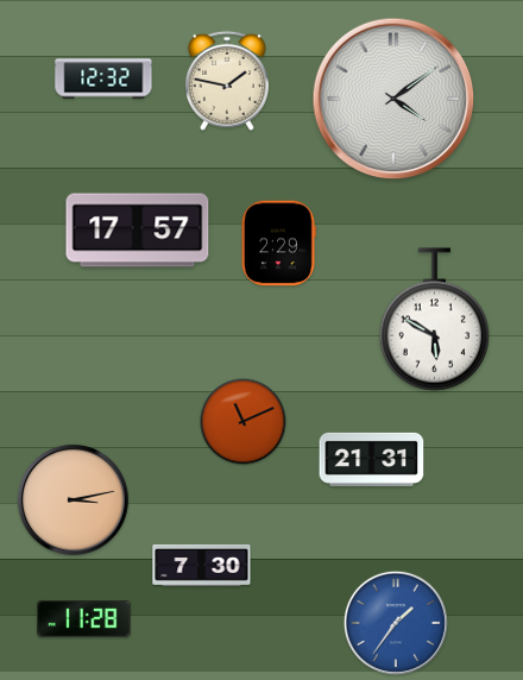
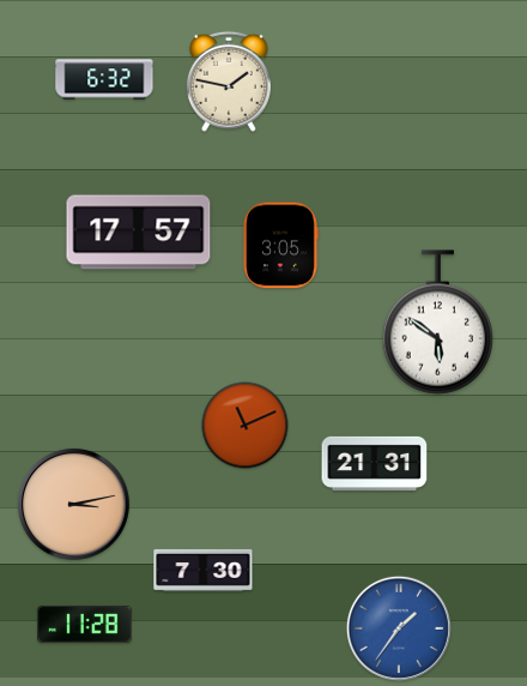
clock at (103, 78): 12:32 -> 6:32
clock at (393, 99): 4:09 -> none
clock at (279, 244): 2:29 -> 3:05
clock at (434, 320): 5:50 -> 5:51
